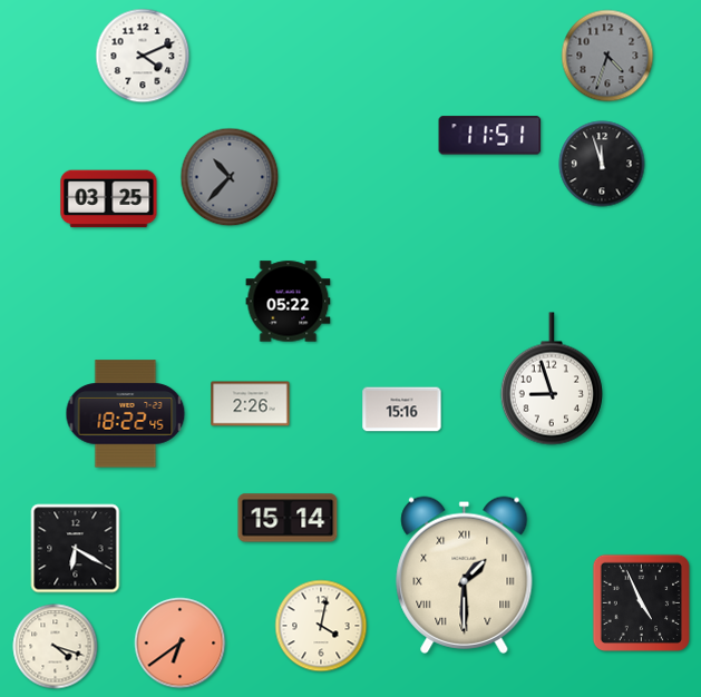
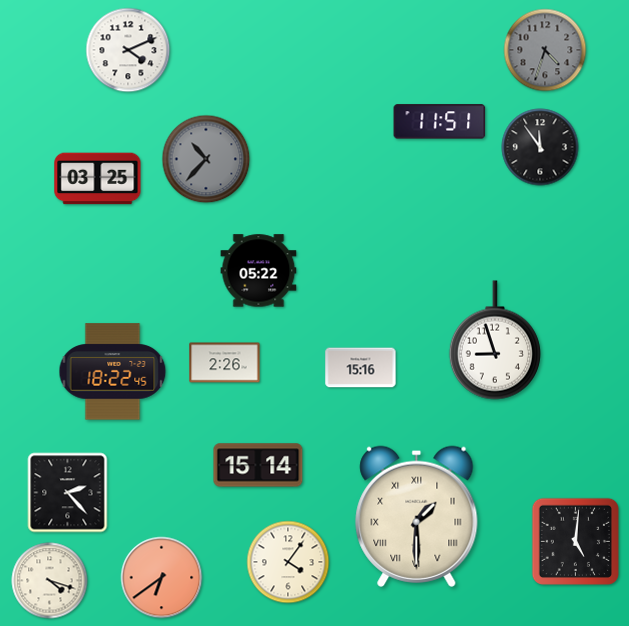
clock at (602, 164): 11:57 -> 11:54
clock at (76, 549): 6:20 -> 2:23
clock at (641, 602): 4:56 -> 5:01
clock at (321, 626): 4:02 -> 4:06
